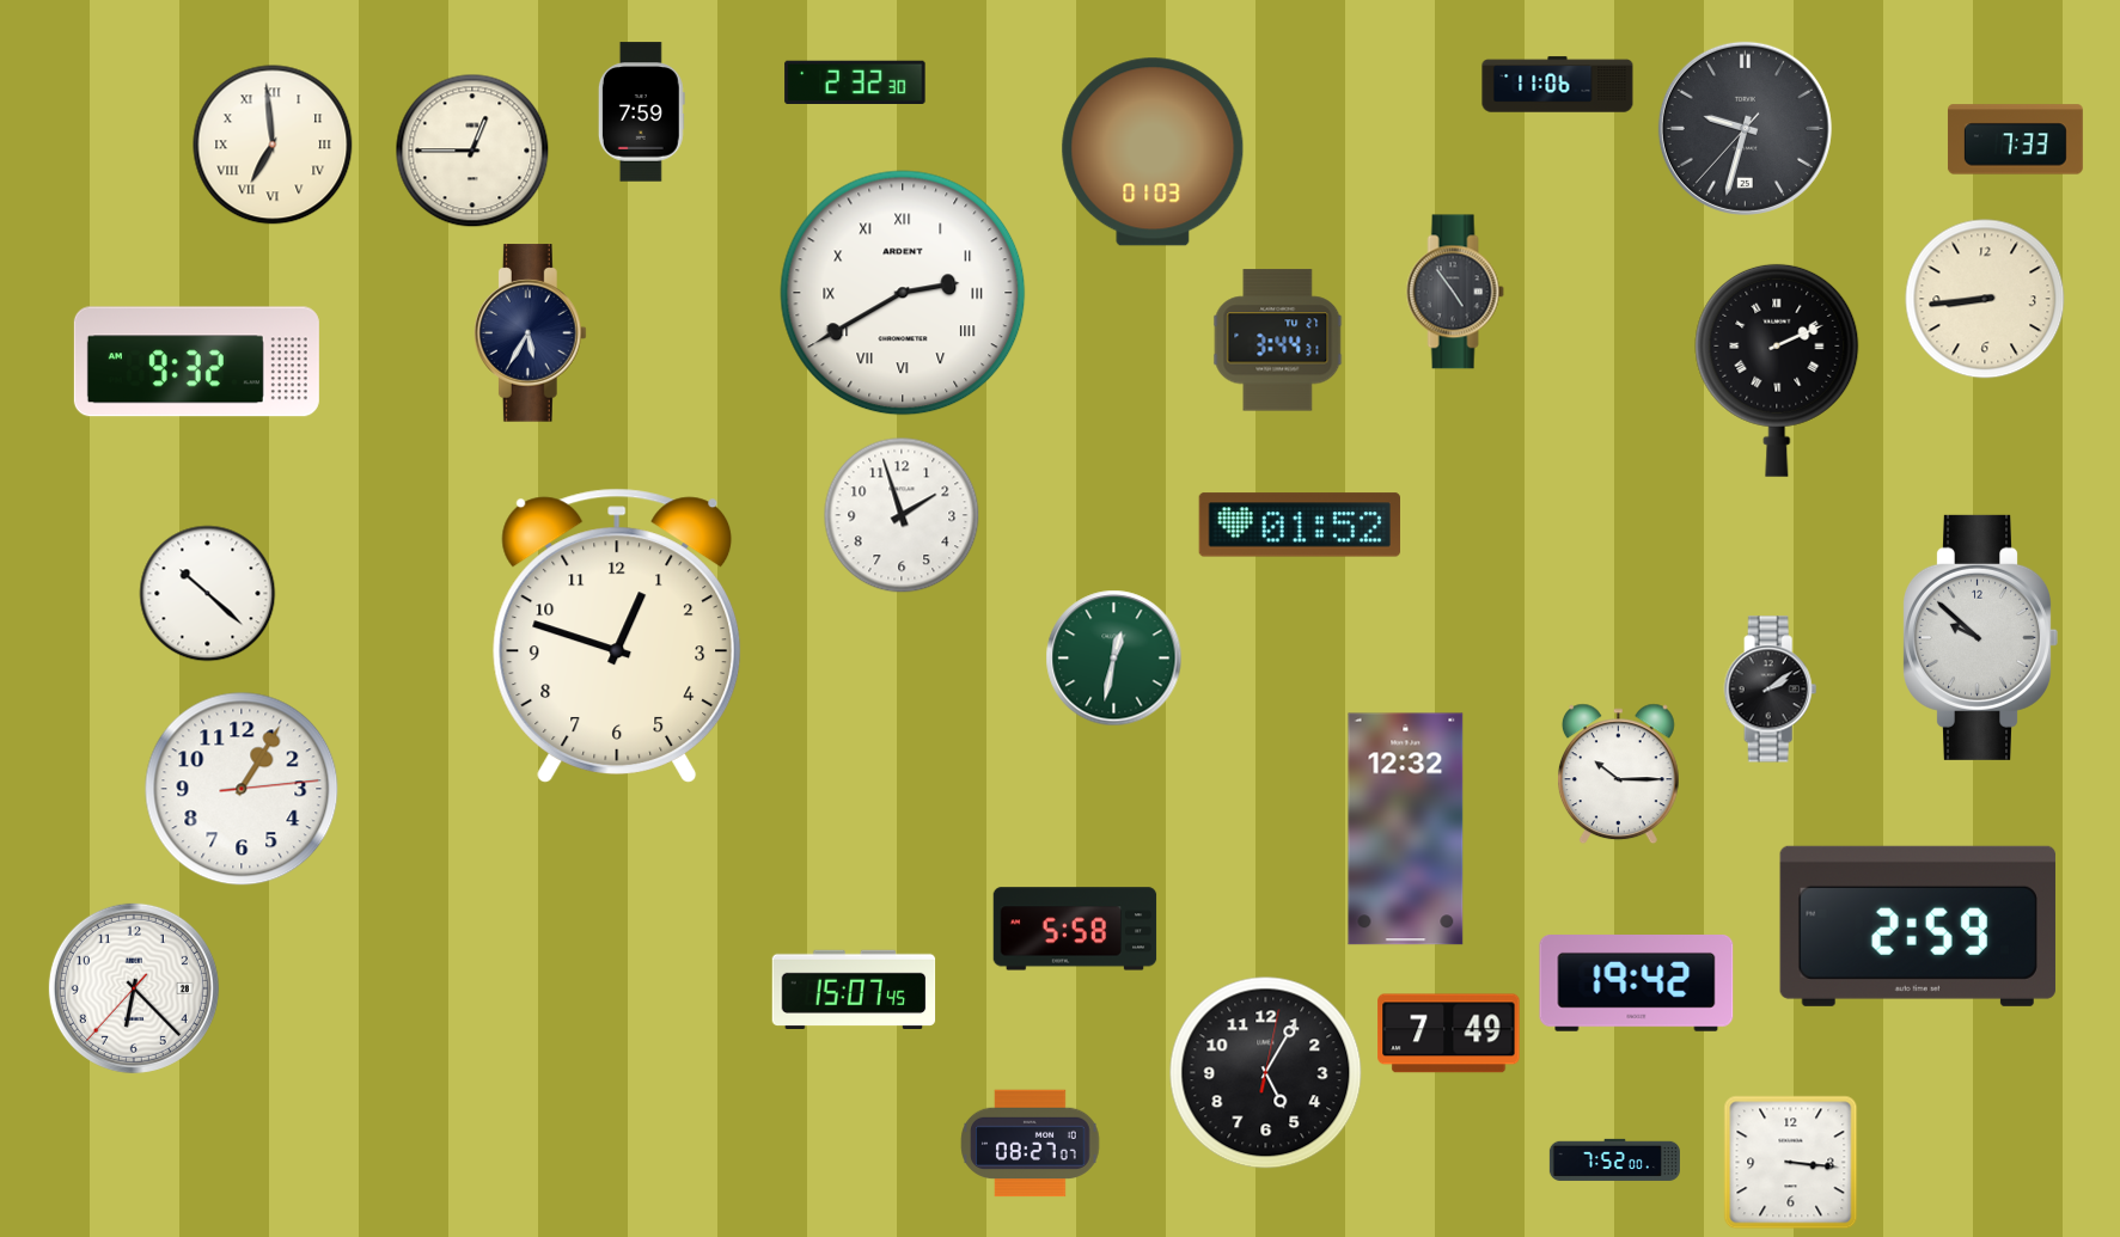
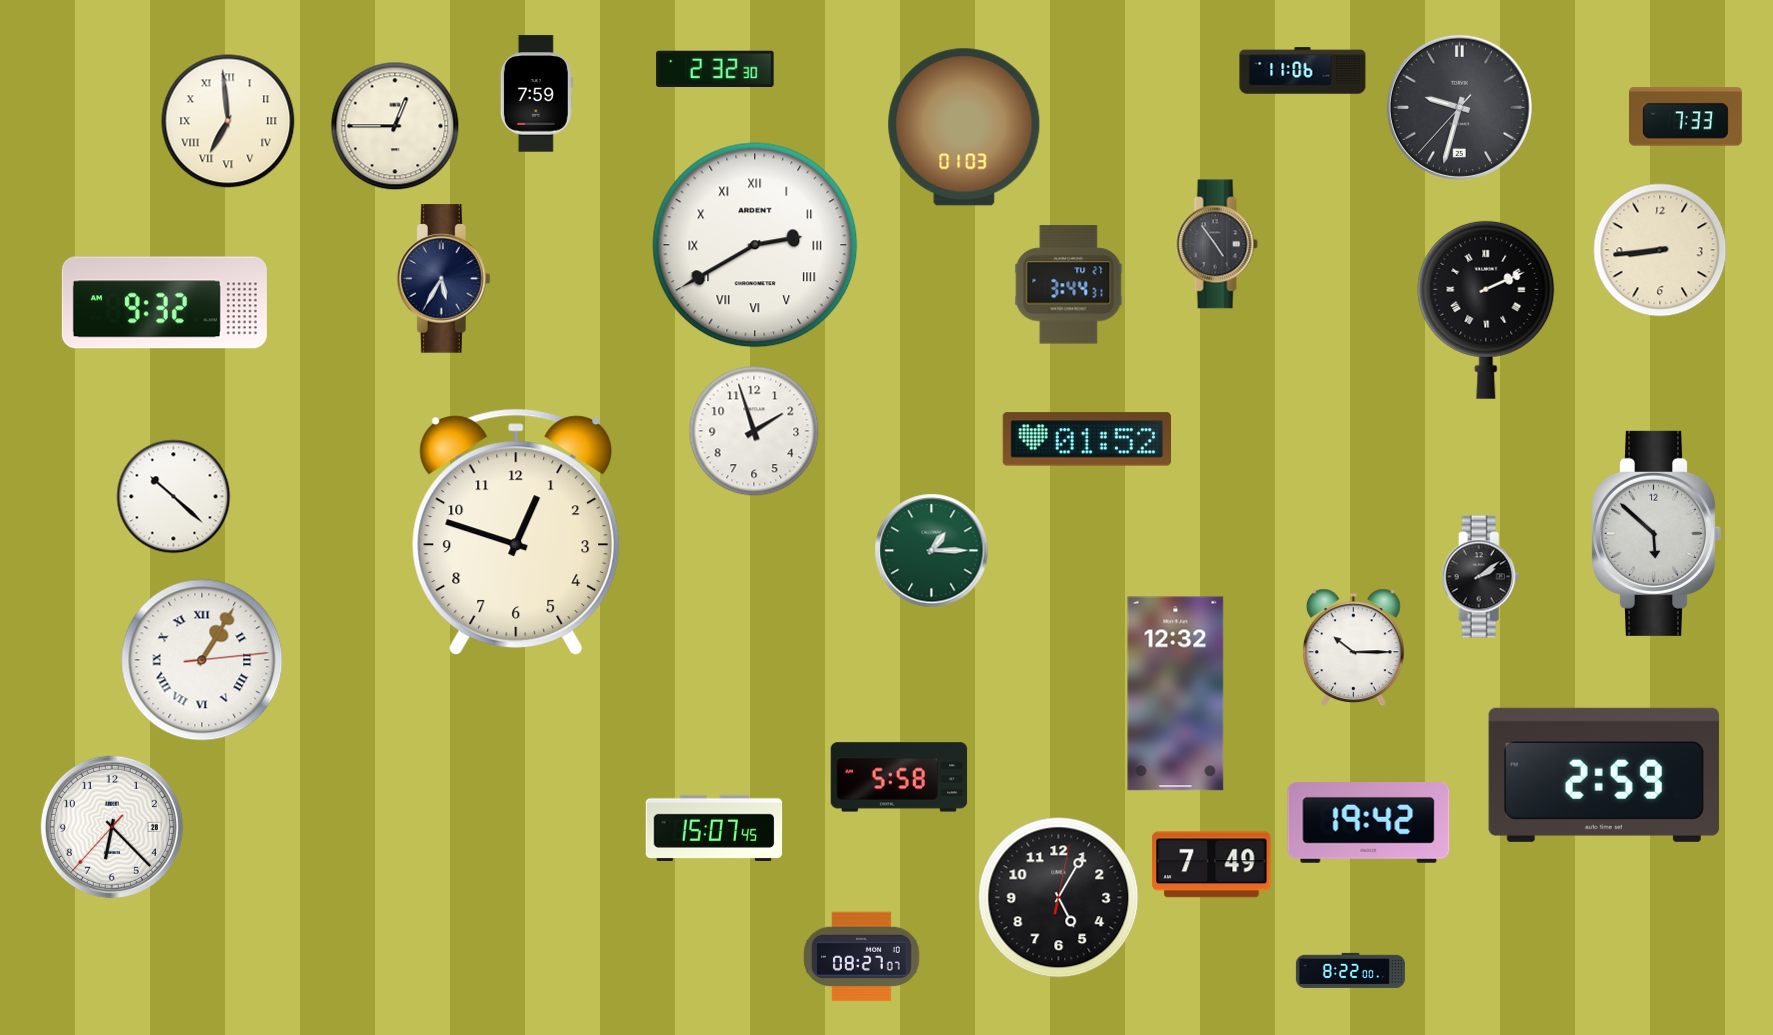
clock at (1980, 637): 9:52 -> 5:52
clock at (1114, 659): 12:32 -> 1:15
clock at (242, 789) numerals: Arabic -> Roman
clock at (1614, 1159): 7:52 -> 8:22
clock at (1791, 1163): 3:16 -> none
